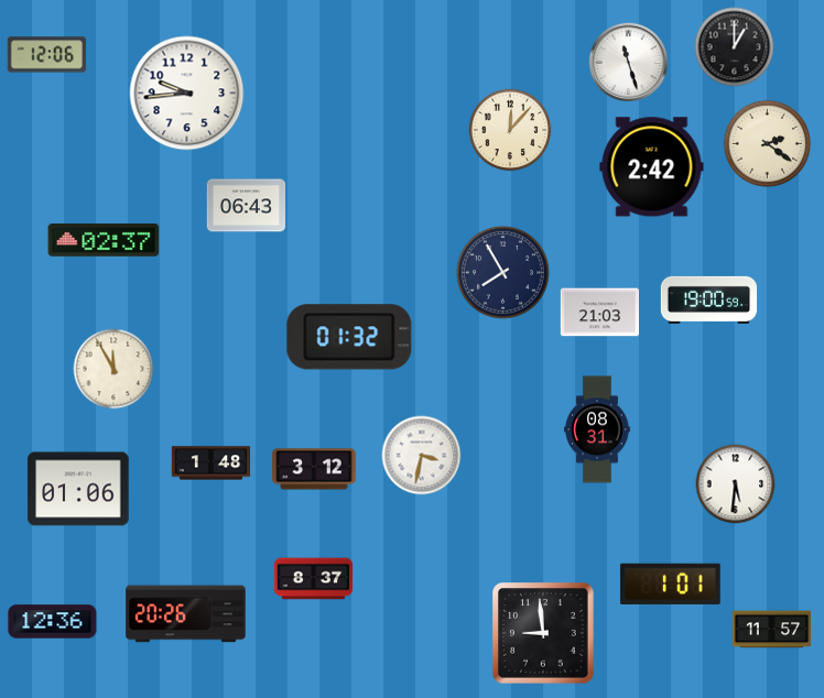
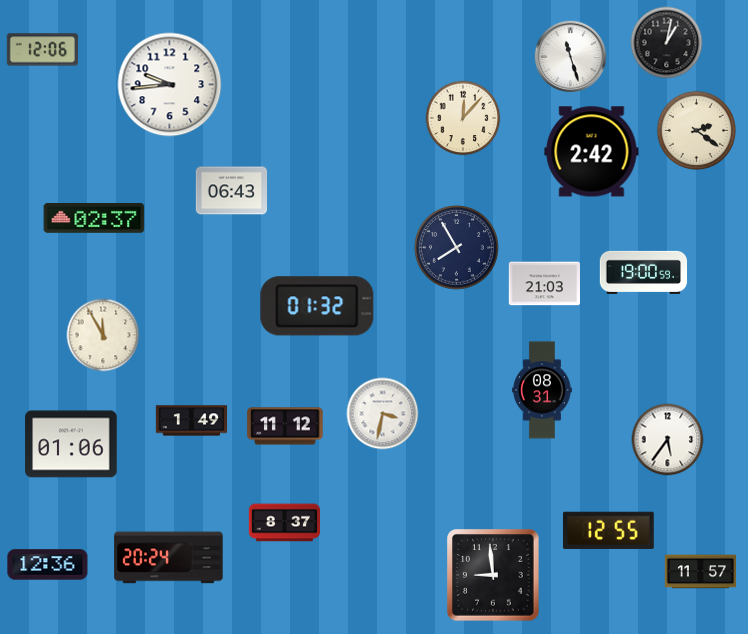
clock at (735, 47): 1:00 -> 1:02
clock at (247, 206) position: (247, 206) -> (232, 191)
clock at (212, 463): 1:48 -> 1:49
clock at (314, 469): 3:12 -> 11:12
clock at (736, 484): 5:31 -> 5:36
clock at (314, 579) position: (314, 579) -> (285, 523)
clock at (670, 584): 1:01 -> 12:55
clock at (186, 614): 20:26 -> 20:24
